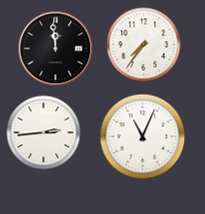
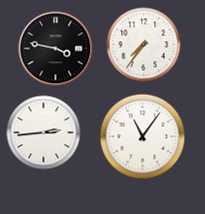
clock at (56, 49): 11:59 -> 3:47
clock at (143, 137): 11:04 -> 11:06
